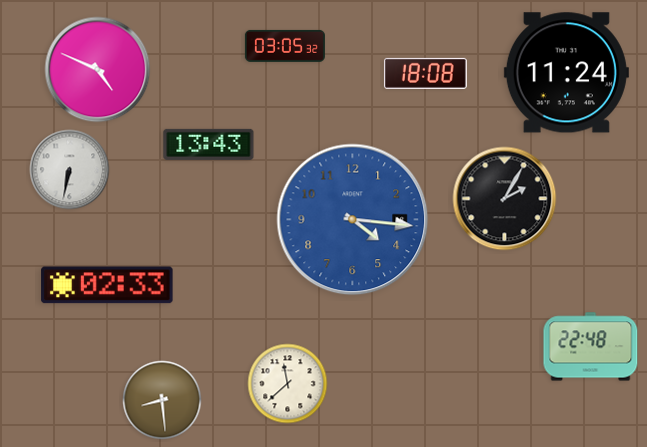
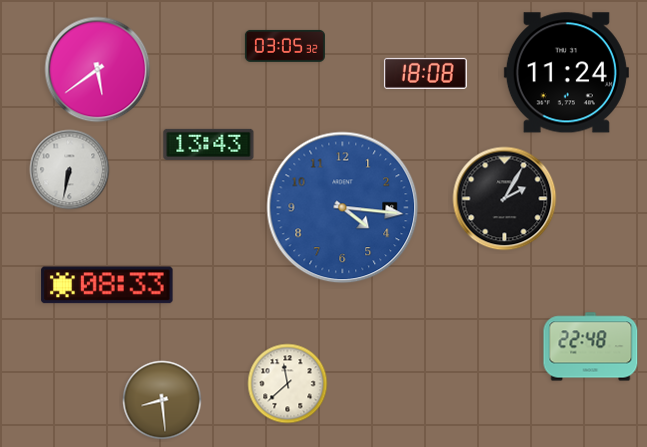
clock at (98, 70): 4:49 -> 5:39
clock at (353, 220) position: (353, 220) -> (343, 208)
clock at (107, 285): 02:33 -> 08:33
